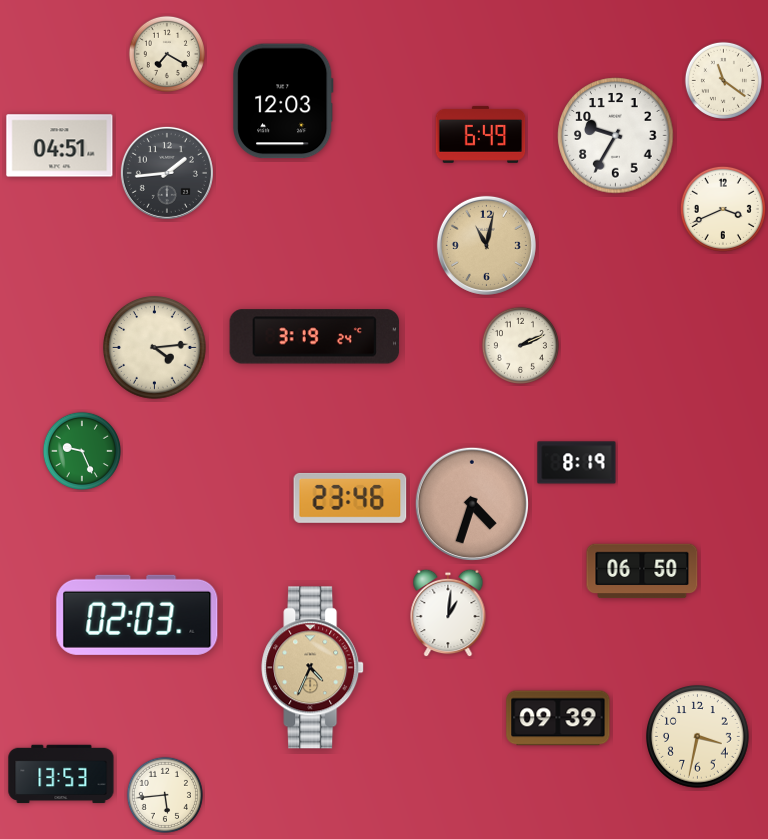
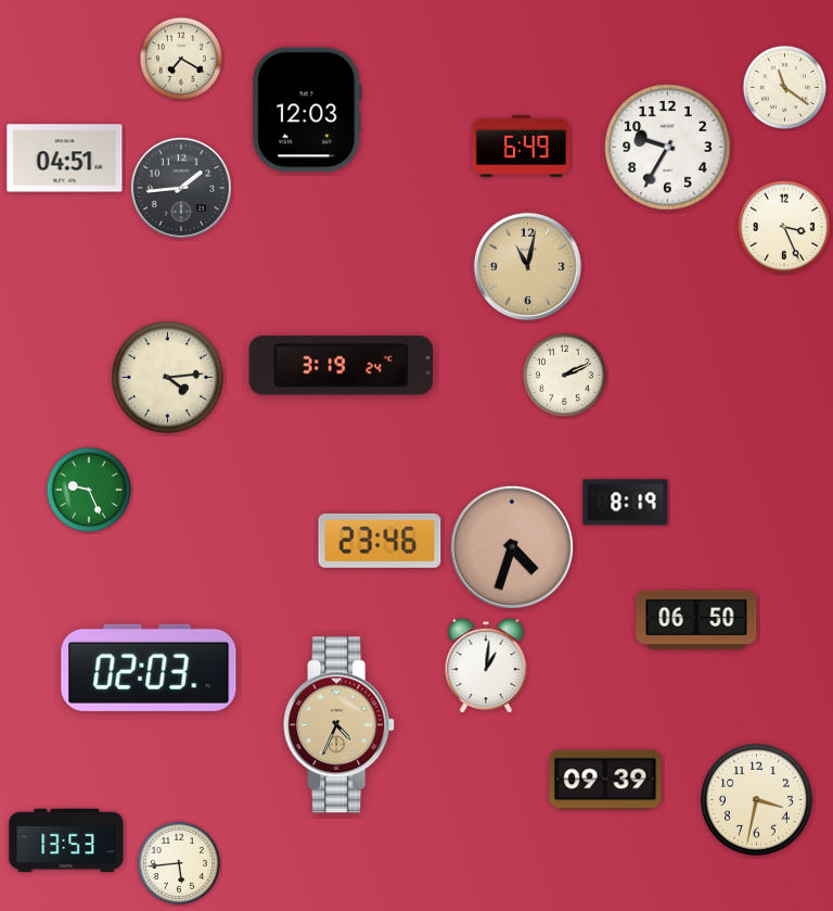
clock at (723, 209): 3:41 -> 3:26
